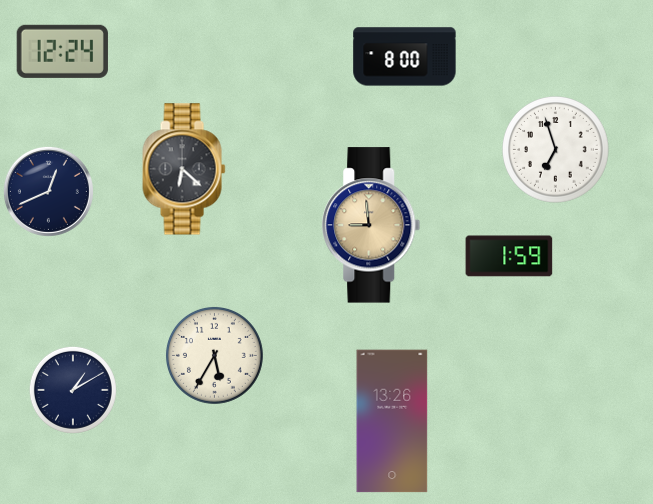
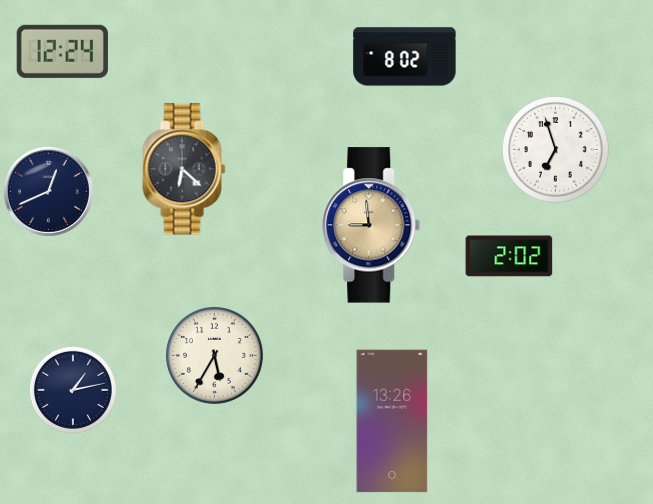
clock at (405, 57): 8:00 -> 8:02
clock at (509, 256): 1:59 -> 2:02
clock at (73, 390): 1:10 -> 1:13
